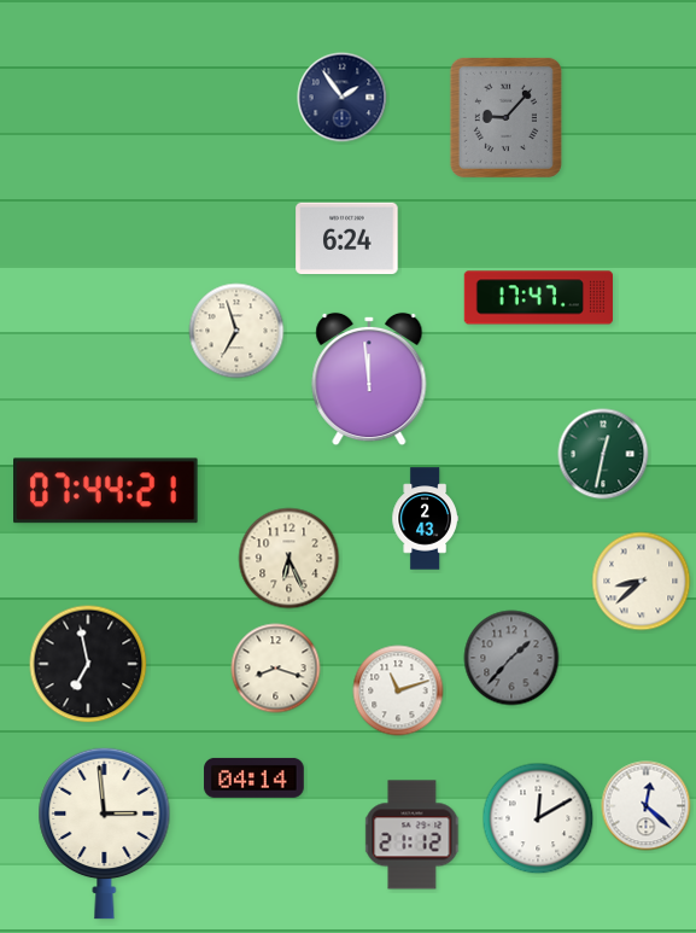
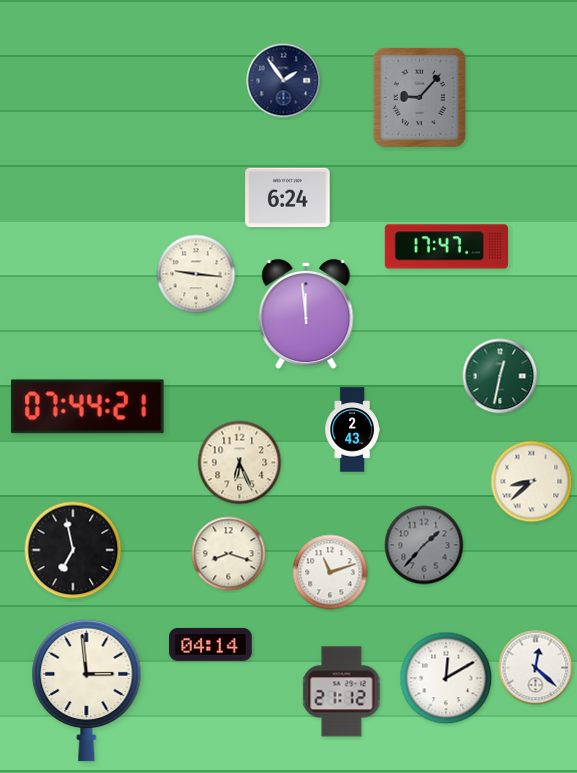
clock at (236, 331): 6:57 -> 9:16
